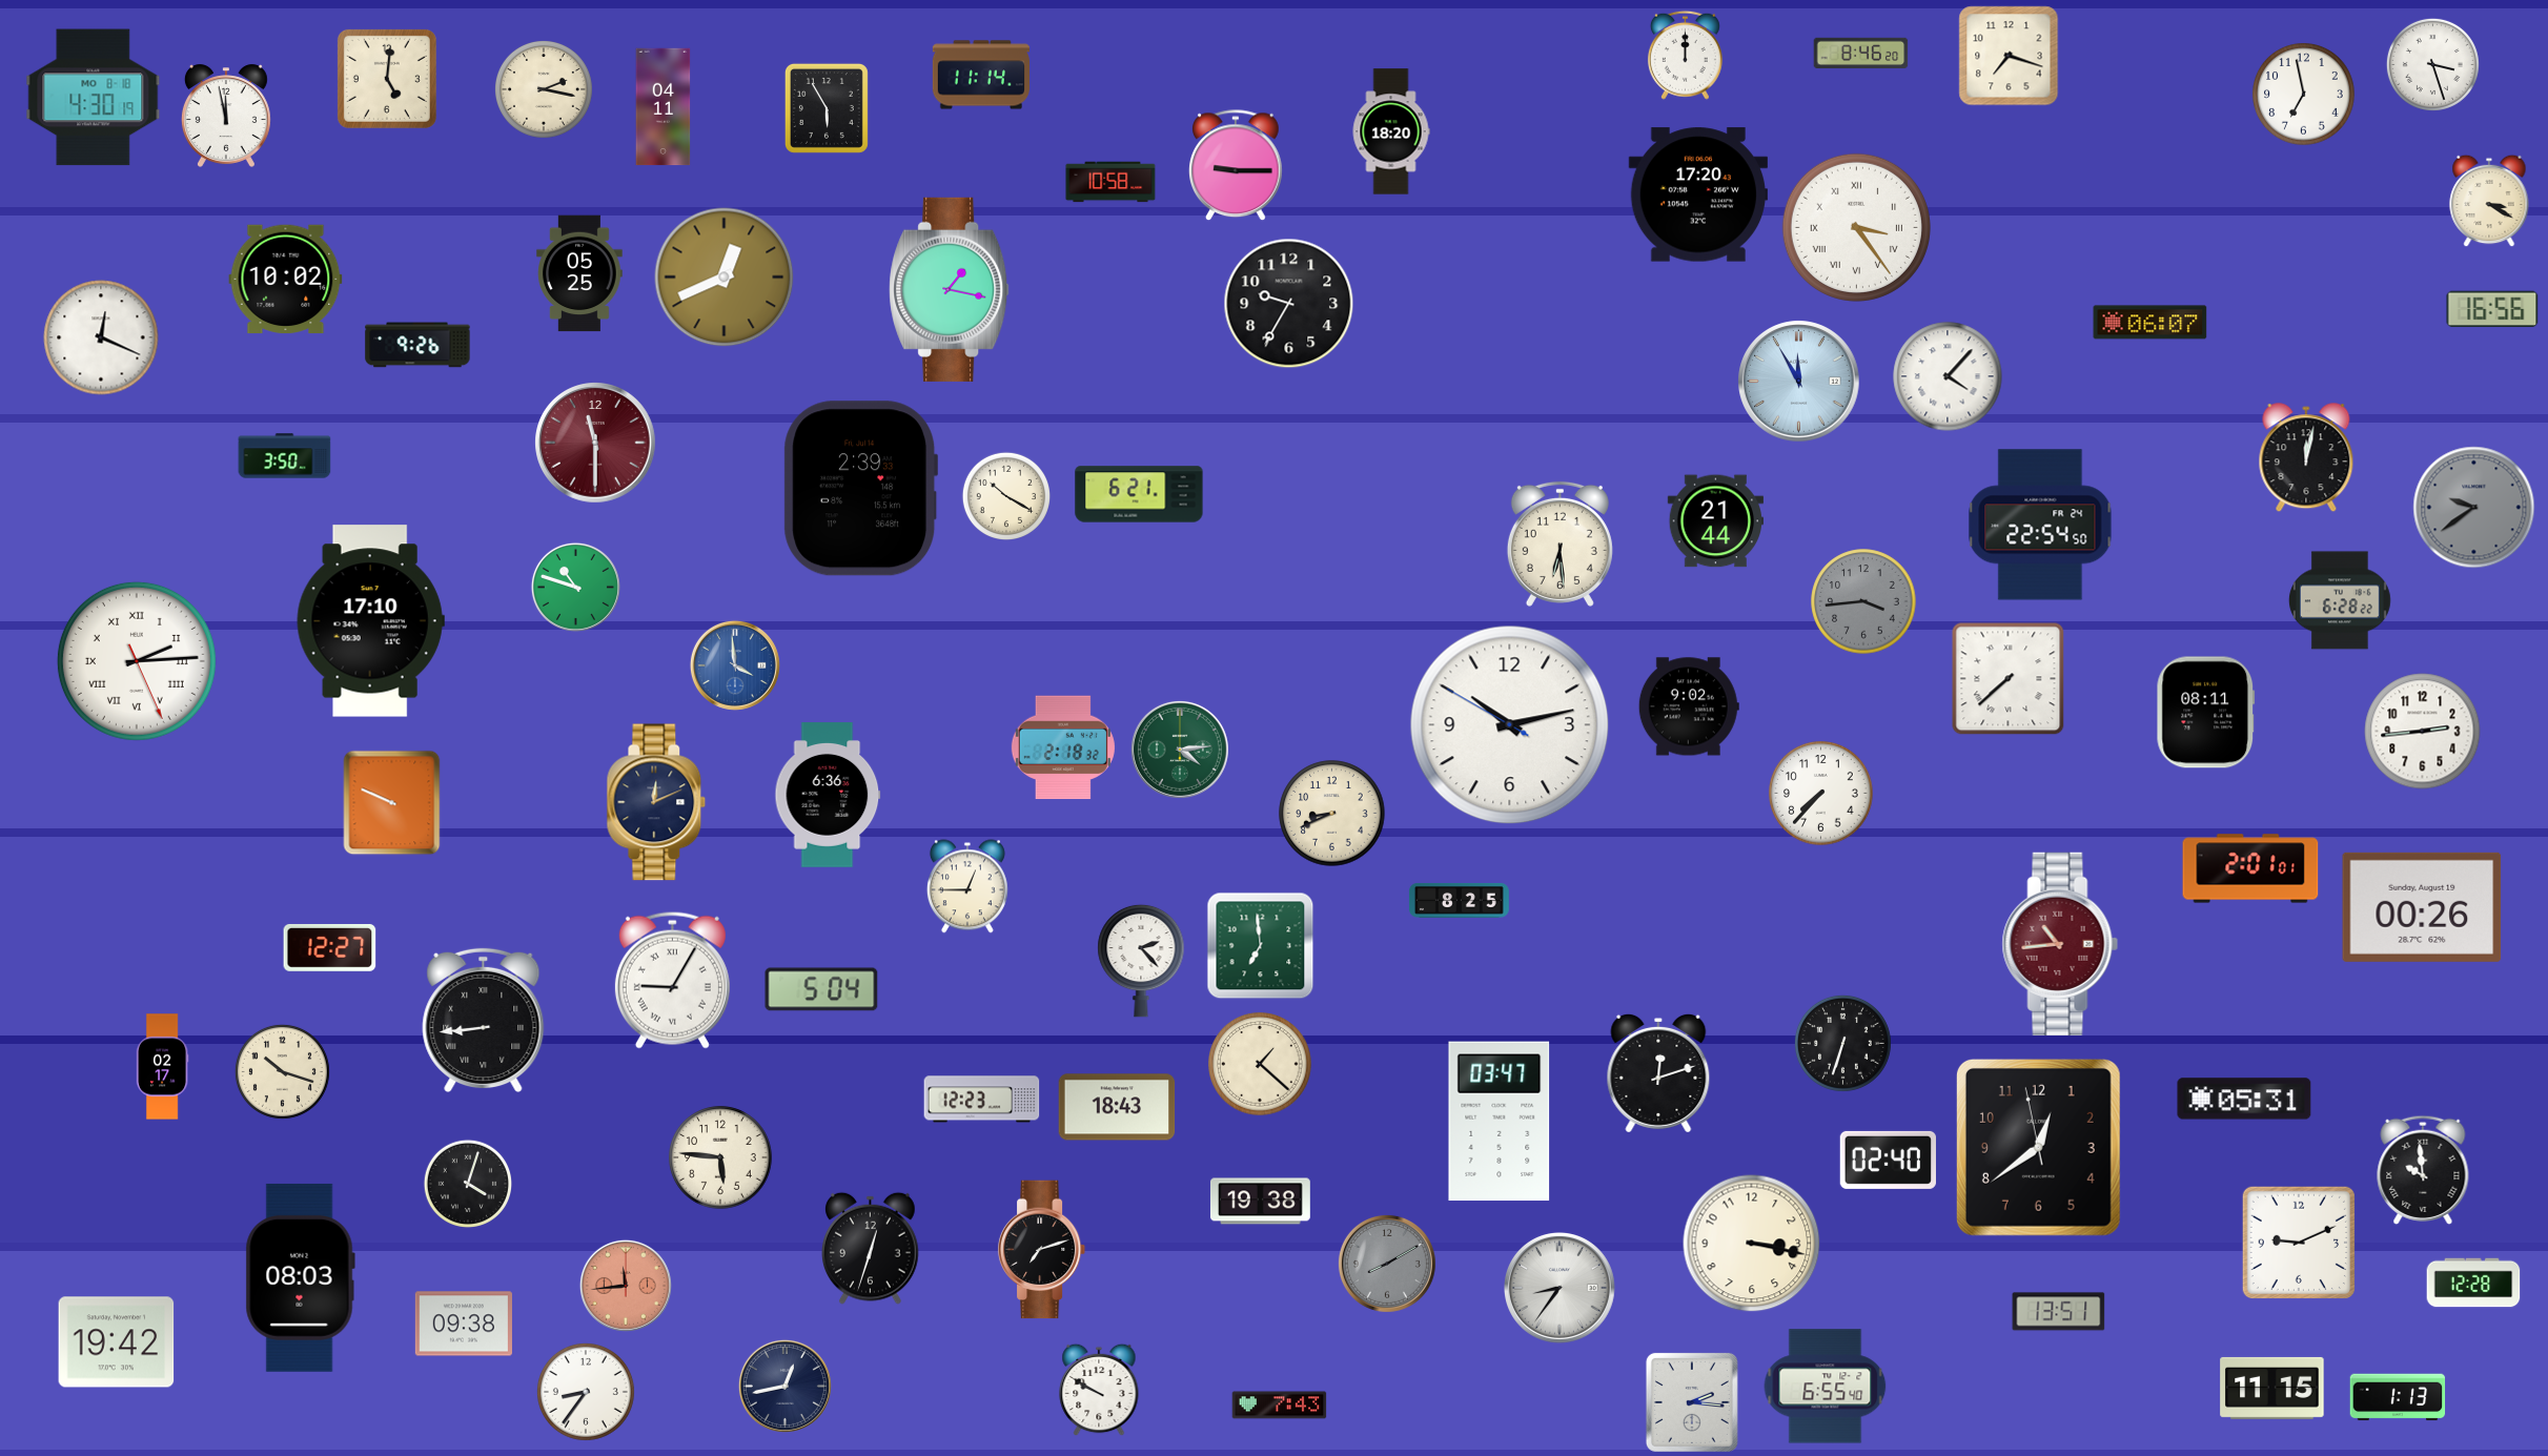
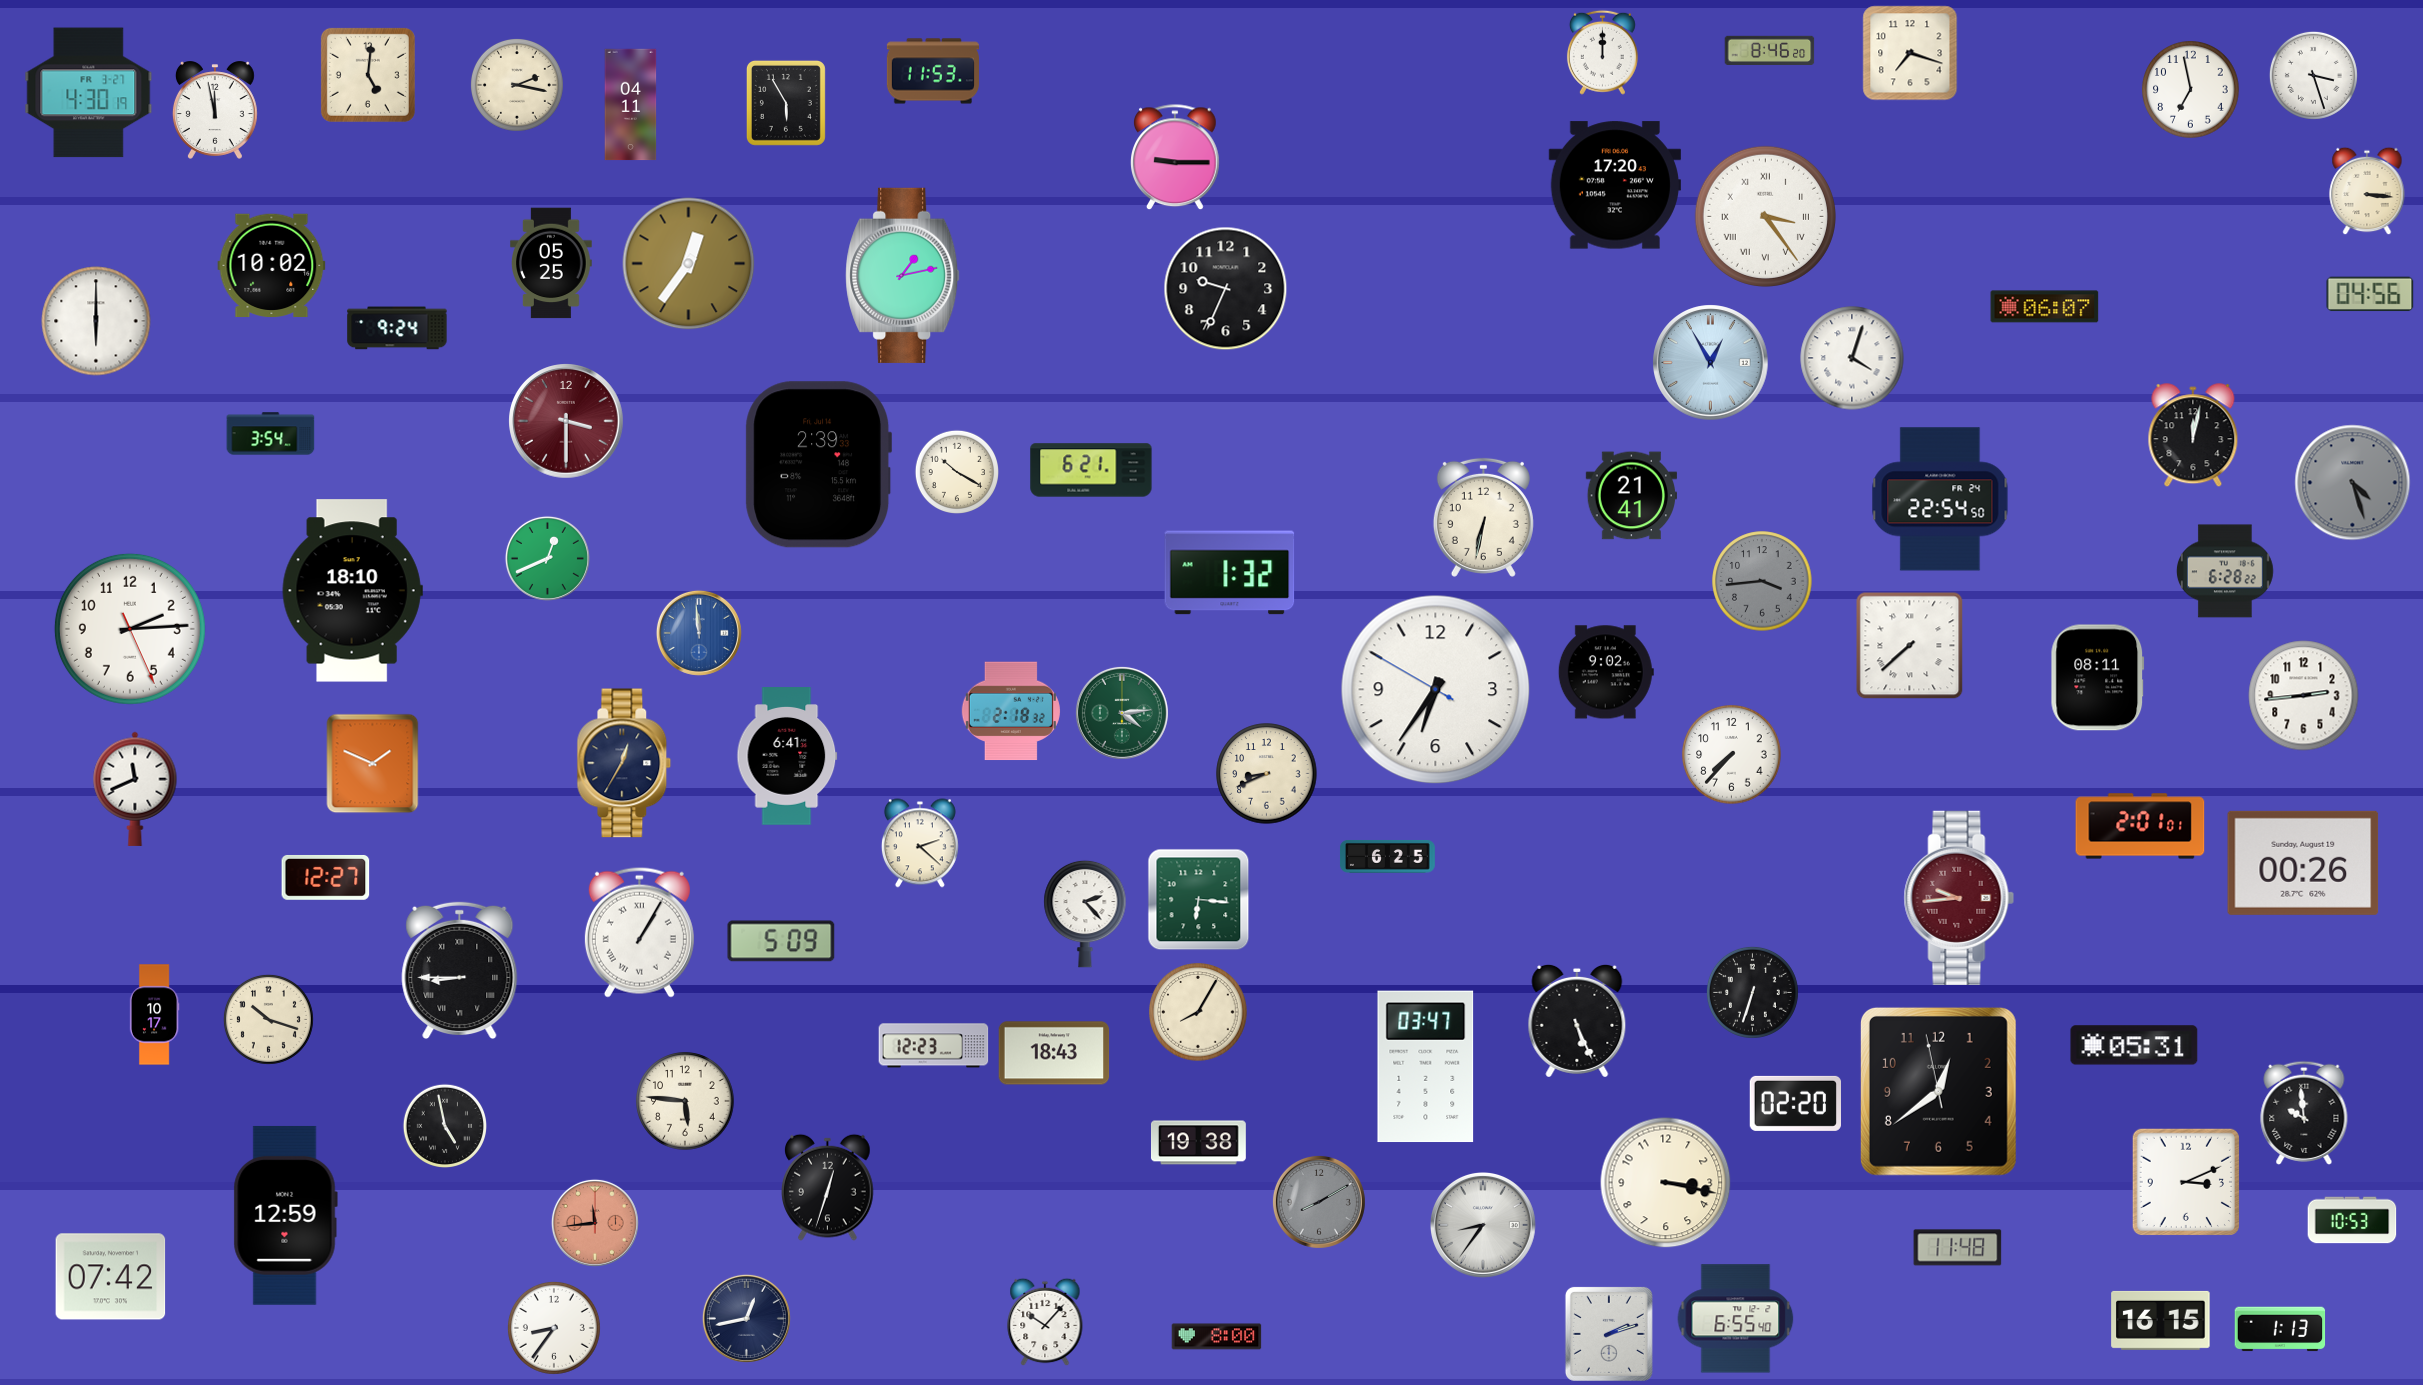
clock at (2432, 64) position: (2432, 64) -> (2313, 75)
clock at (981, 75): 11:14 -> 11:53
clock at (94, 98) date: MO 8-18 -> FR 3-27
clock at (664, 107) position: (664, 107) -> (631, 105)
clock at (1391, 131): 18:20 -> none
clock at (1110, 182): 10:58 -> none
clock at (2489, 201): 3:20 -> 3:16
clock at (580, 273) position: (580, 273) -> (552, 263)
clock at (725, 278): 12:41 -> 12:36
clock at (950, 289): 1:17 -> 1:13
clock at (1289, 304): 9:35 -> 9:34
clock at (2492, 309): 16:56 -> 04:56
clock at (101, 337): 12:19 -> 6:00
clock at (417, 345): 9:26 -> 9:24
clock at (1948, 376): 4:07 -> 4:03
clock at (1799, 382): 11:55 -> 12:55
clock at (595, 443): 11:30 -> 3:30
clock at (285, 456): 3:50 -> 3:54
clock at (1139, 494) position: (1139, 494) -> (1091, 470)
clock at (2474, 508): 9:39 -> 4:27
clock at (1715, 521): 21:44 -> 21:41
clock at (1560, 544): 6:29 -> 6:32
clock at (575, 587): 10:48 -> 12:41
clock at (1863, 601) position: (1863, 601) -> (1762, 581)
clock at (1230, 573): none -> 1:32
clock at (370, 621): 17:10 -> 18:10
clock at (137, 661) numerals: Roman -> Arabic
clock at (735, 665): 3:59 -> 11:59
clock at (1510, 725): 10:12 -> 6:35
clock at (828, 795): 6:36 -> 6:41
clock at (656, 802): 12:11 -> 12:35
clock at (392, 803): 9:49 -> 1:49
clock at (135, 789): none -> 11:41
clock at (967, 886): 12:45 -> 2:22
clock at (1459, 900): 8:25 -> 6:25
clock at (2060, 944): 10:44 -> 9:44
clock at (1261, 946): 6:59 -> 6:16
clock at (330, 947) position: (330, 947) -> (326, 877)
clock at (672, 980): 9:05 -> 1:05
clock at (821, 989): 5:04 -> 5:09
clock at (484, 1021): 8:44 -> 8:45
clock at (1260, 1064): 1:22 -> 8:05
clock at (162, 1067): 02:17 -> 10:17
clock at (1658, 1073): 12:12 -> 5:26
clock at (1117, 1107) position: (1117, 1107) -> (1054, 1053)
clock at (1888, 1160): 02:40 -> 02:20
clock at (467, 1183): 4:03 -> 4:58
clock at (2299, 1243): 9:11 -> 3:11
clock at (1042, 1250): 7:12 -> none
clock at (300, 1277): 08:03 -> 12:59
clock at (2473, 1283): 12:28 -> 10:53
clock at (2059, 1312): 13:51 -> 11:48
clock at (464, 1324): 09:38 -> none
clock at (117, 1342): 19:42 -> 07:42
clock at (2272, 1388): 11:15 -> 16:15
clock at (1099, 1390): 9:50 -> 10:07
clock at (586, 1392) position: (586, 1392) -> (554, 1328)
clock at (1692, 1402): 2:16 -> 2:12
clock at (1280, 1406): 7:43 -> 8:00
